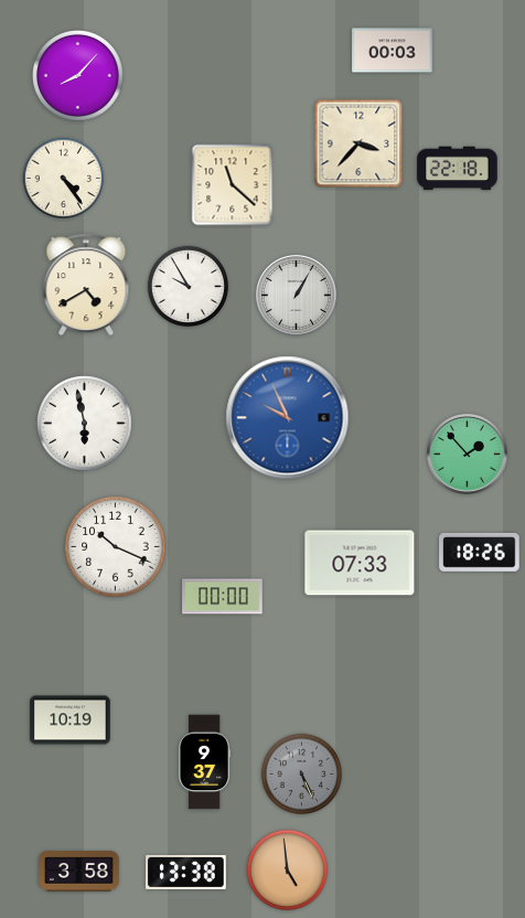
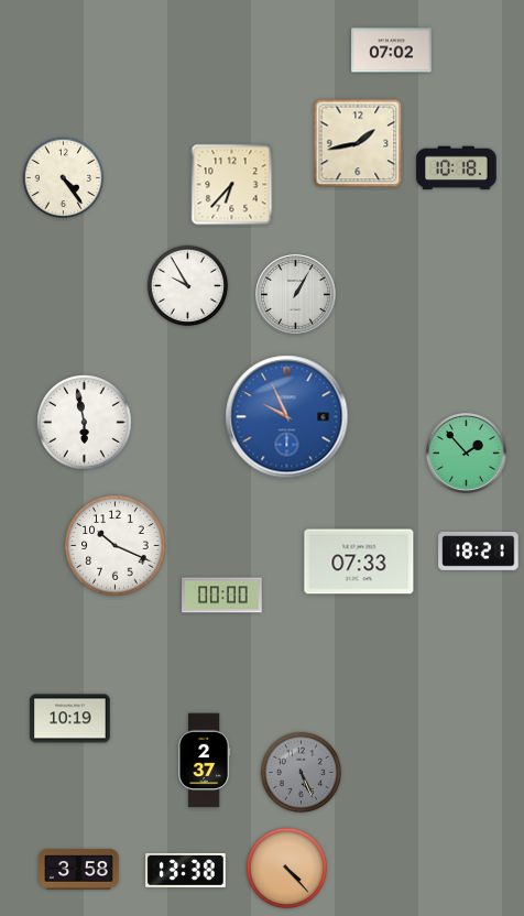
clock at (393, 51): 00:03 -> 07:02
clock at (77, 75): 8:07 -> none
clock at (358, 143): 3:37 -> 1:43
clock at (458, 169): 22:18 -> 10:18
clock at (233, 185): 11:22 -> 6:37
clock at (86, 285): 4:40 -> none
clock at (480, 553): 18:26 -> 18:21
clock at (205, 762): 9:37 -> 2:37
clock at (288, 871): 4:59 -> 4:23
